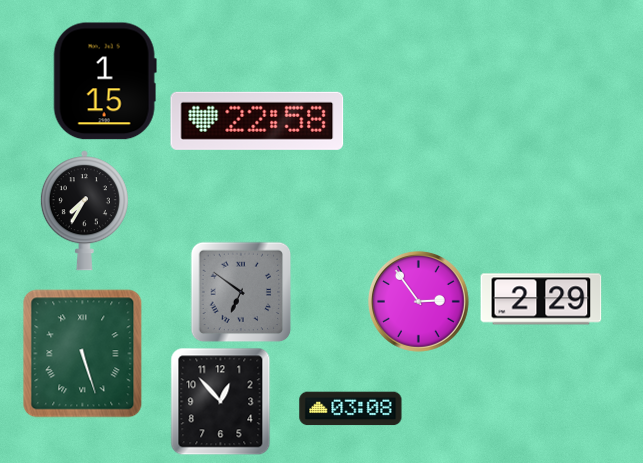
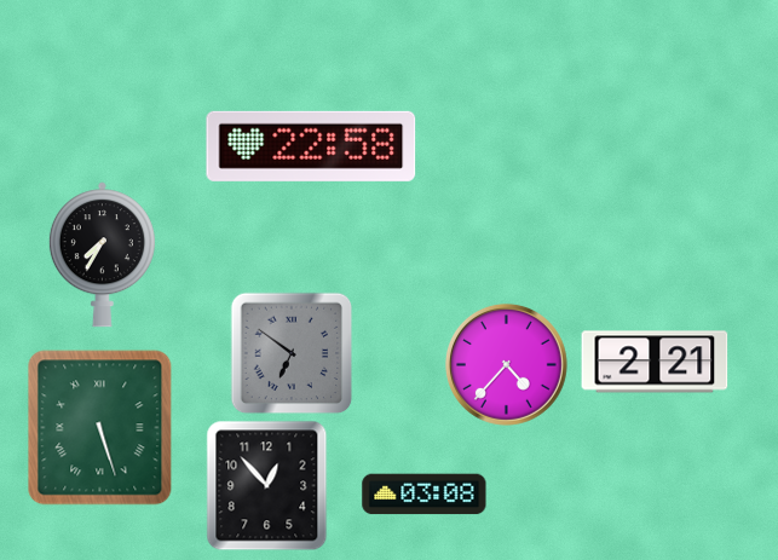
clock at (105, 81): 1:15 -> none
clock at (541, 299): 2:29 -> 2:21
clock at (418, 301): 2:54 -> 4:37
